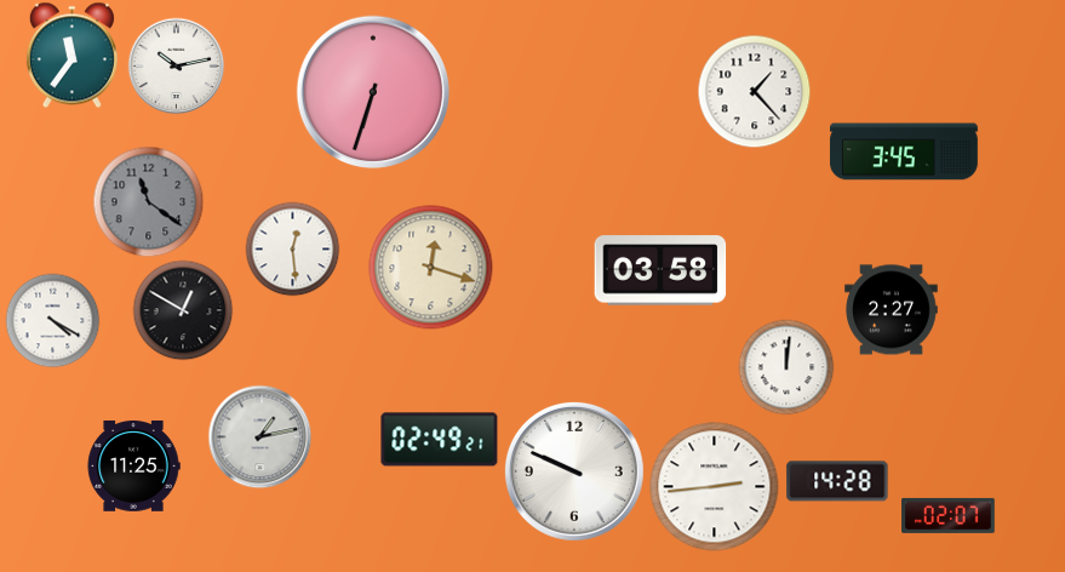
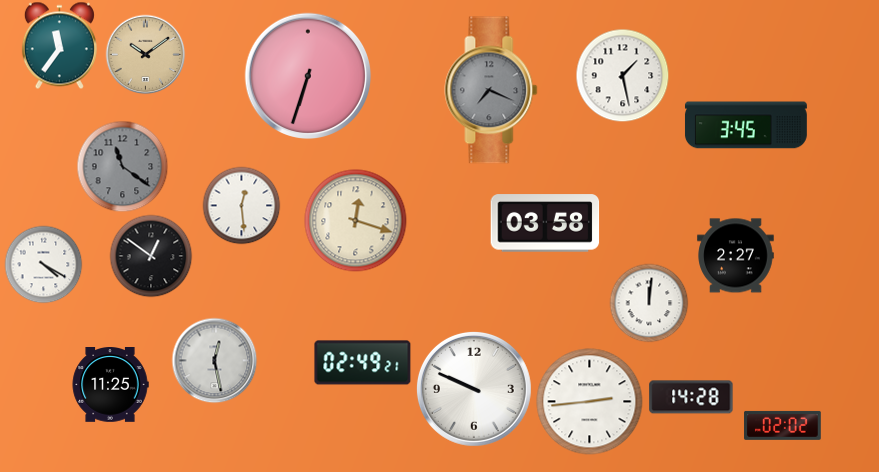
clock at (176, 65): 10:13 -> 10:09
clock at (176, 65) dial: white -> champagne
clock at (754, 91): 1:23 -> 1:28
clock at (491, 90): none -> 7:19
clock at (183, 310): 12:50 -> 12:51
clock at (259, 436): 1:13 -> 12:28
clock at (949, 515): 02:07 -> 02:02
